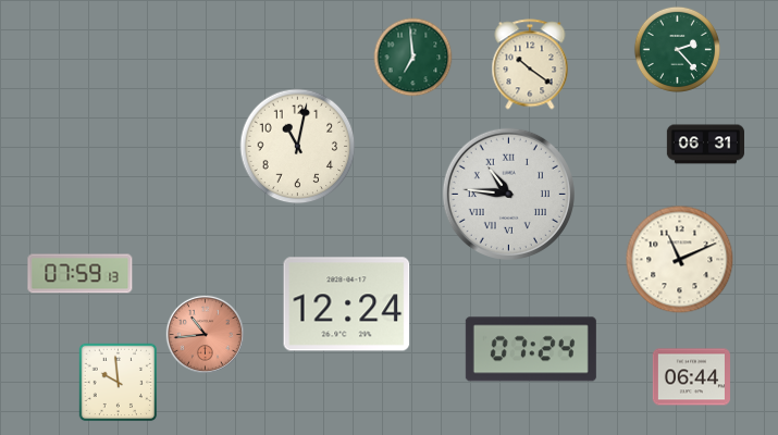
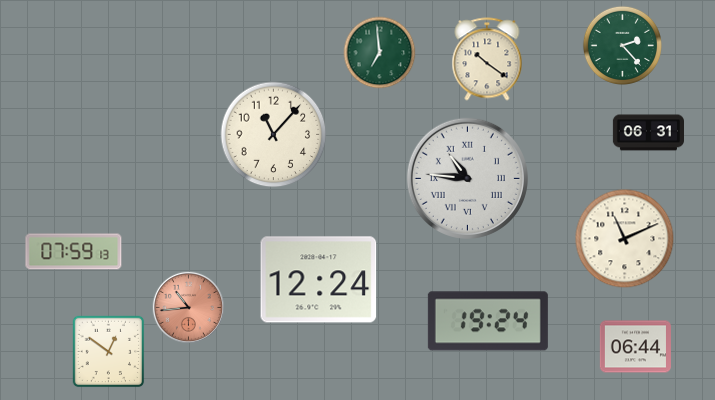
clock at (298, 147): 11:02 -> 11:07
clock at (531, 349): 07:24 -> 19:24
clock at (119, 383): 9:59 -> 12:51
